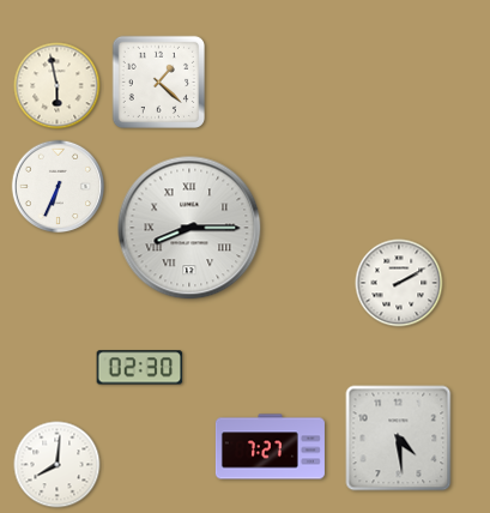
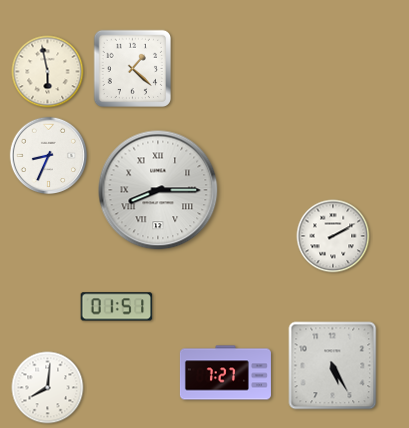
clock at (59, 187): 6:34 -> 8:34
clock at (140, 368): 02:30 -> 01:51
clock at (399, 439): 4:29 -> 5:25
